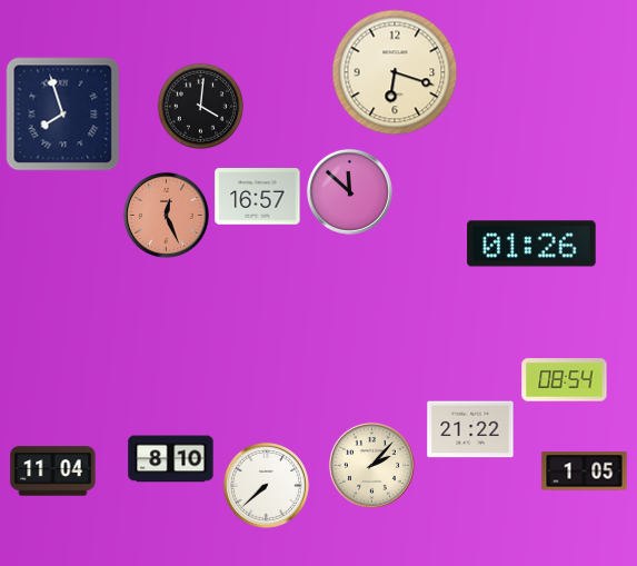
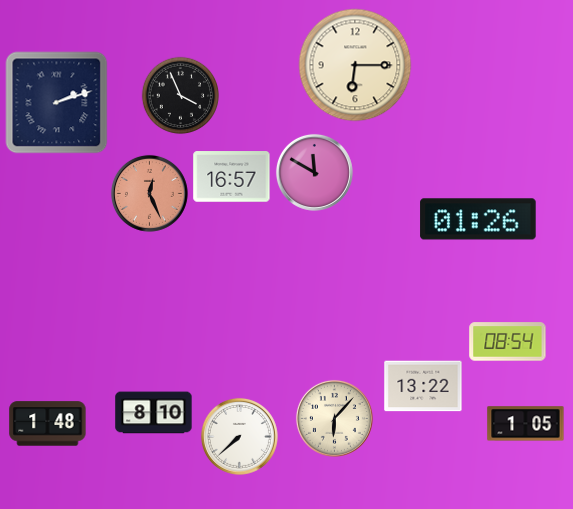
clock at (395, 72): 6:18 -> 6:15
clock at (200, 106): 4:01 -> 3:56
clock at (63, 115): 7:57 -> 2:12
clock at (349, 191): 11:52 -> 11:50
clock at (470, 429): 21:22 -> 13:22
clock at (371, 465): 2:07 -> 6:07
clock at (53, 471): 11:04 -> 1:48
